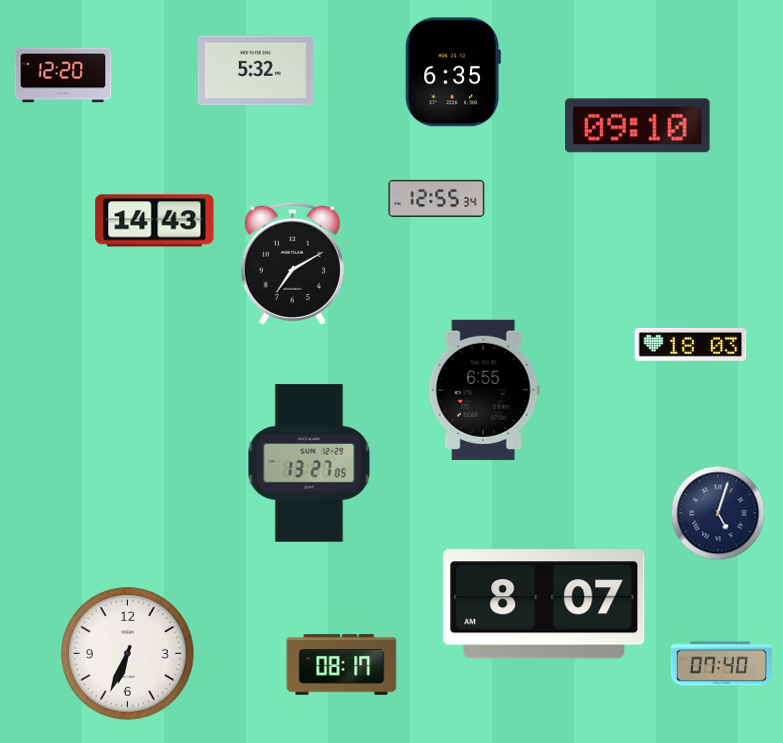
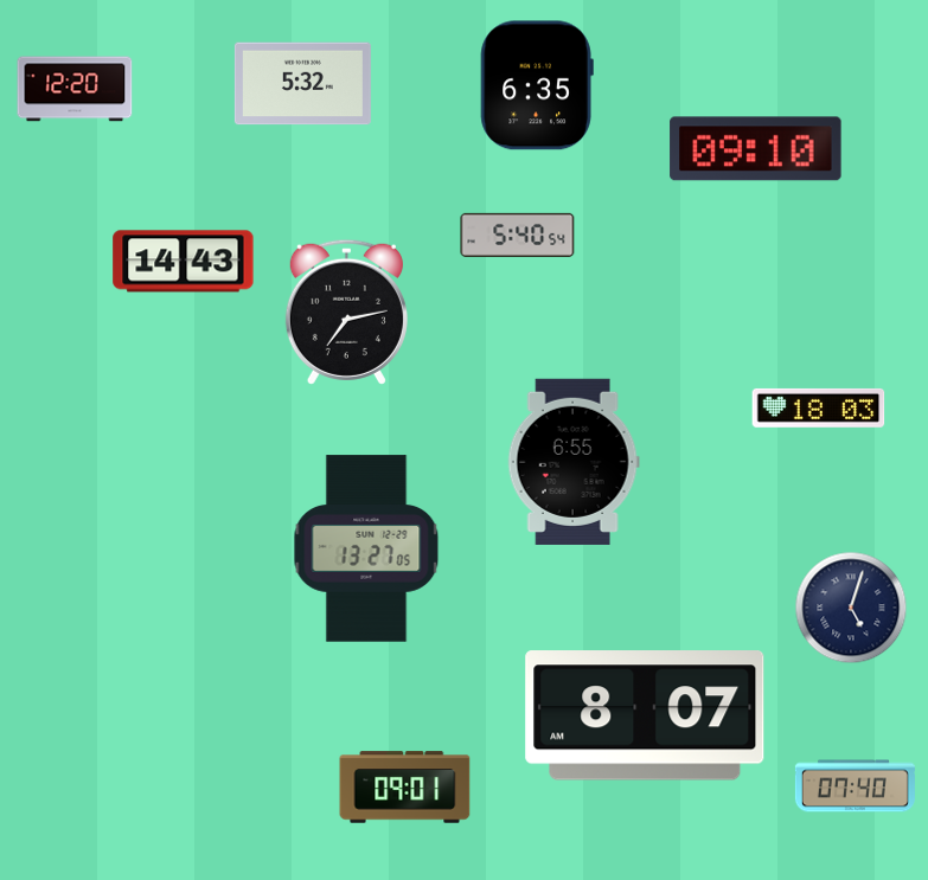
clock at (437, 198): 12:55 -> 5:40
clock at (292, 263): 7:10 -> 7:13
clock at (128, 654): 6:34 -> none
clock at (342, 665): 08:17 -> 09:01
